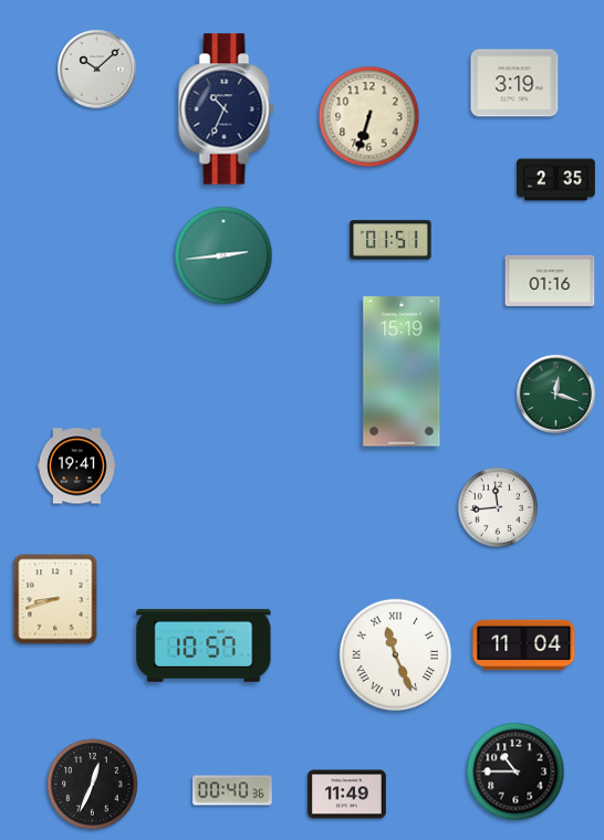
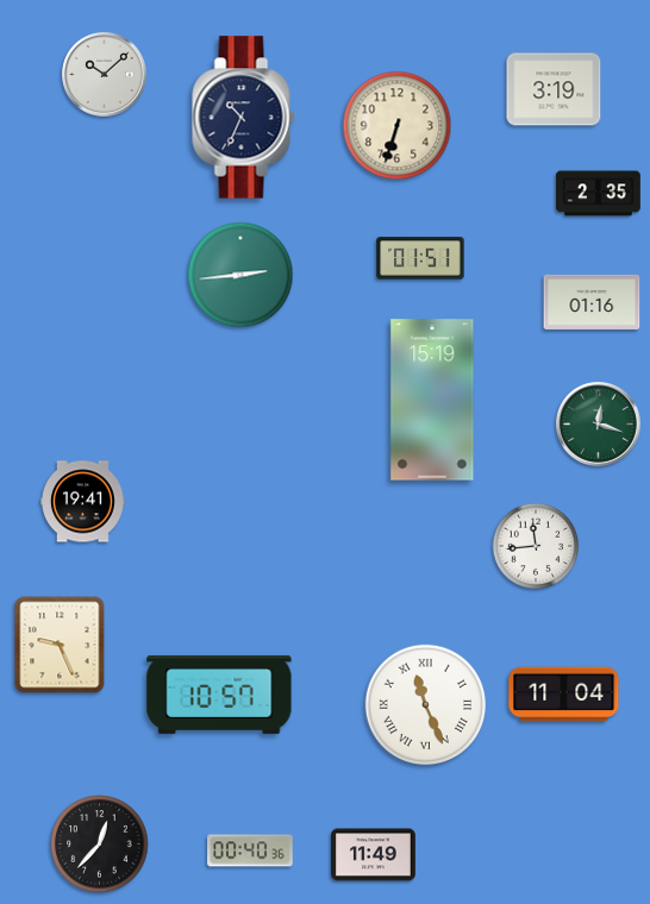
clock at (55, 599): 8:42 -> 9:26
clock at (516, 771): 10:45 -> none
clock at (93, 785): 12:34 -> 12:37
